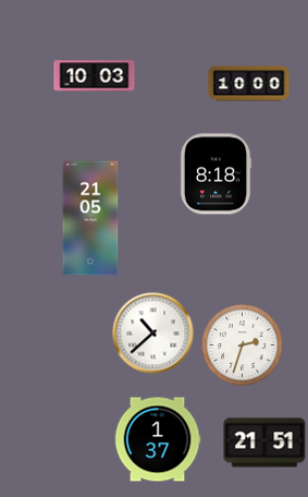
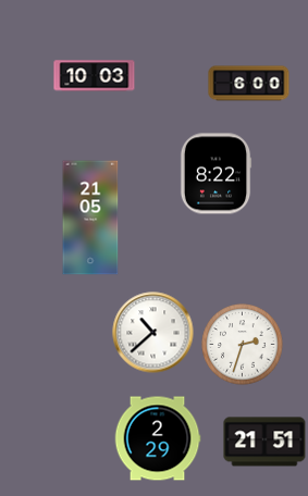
clock at (249, 84): 10:00 -> 6:00
clock at (215, 174): 8:18 -> 8:22
clock at (158, 439): 1:37 -> 2:29
